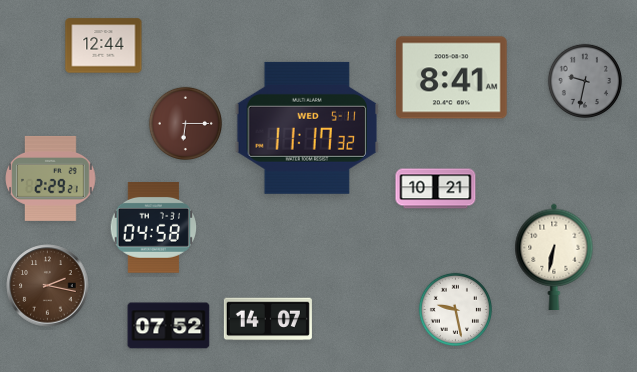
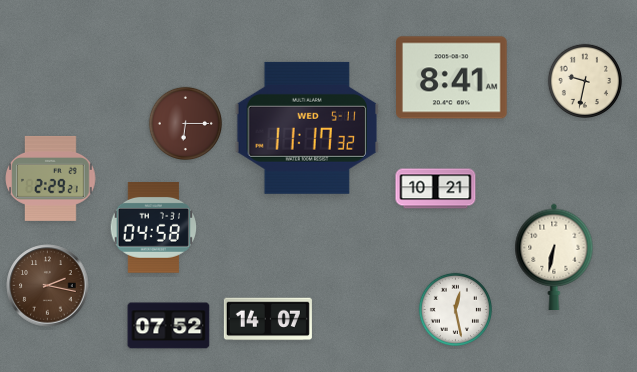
clock at (104, 46): 12:44 -> none
clock at (585, 81) dial: grey -> cream
clock at (455, 309): 9:28 -> 12:28
